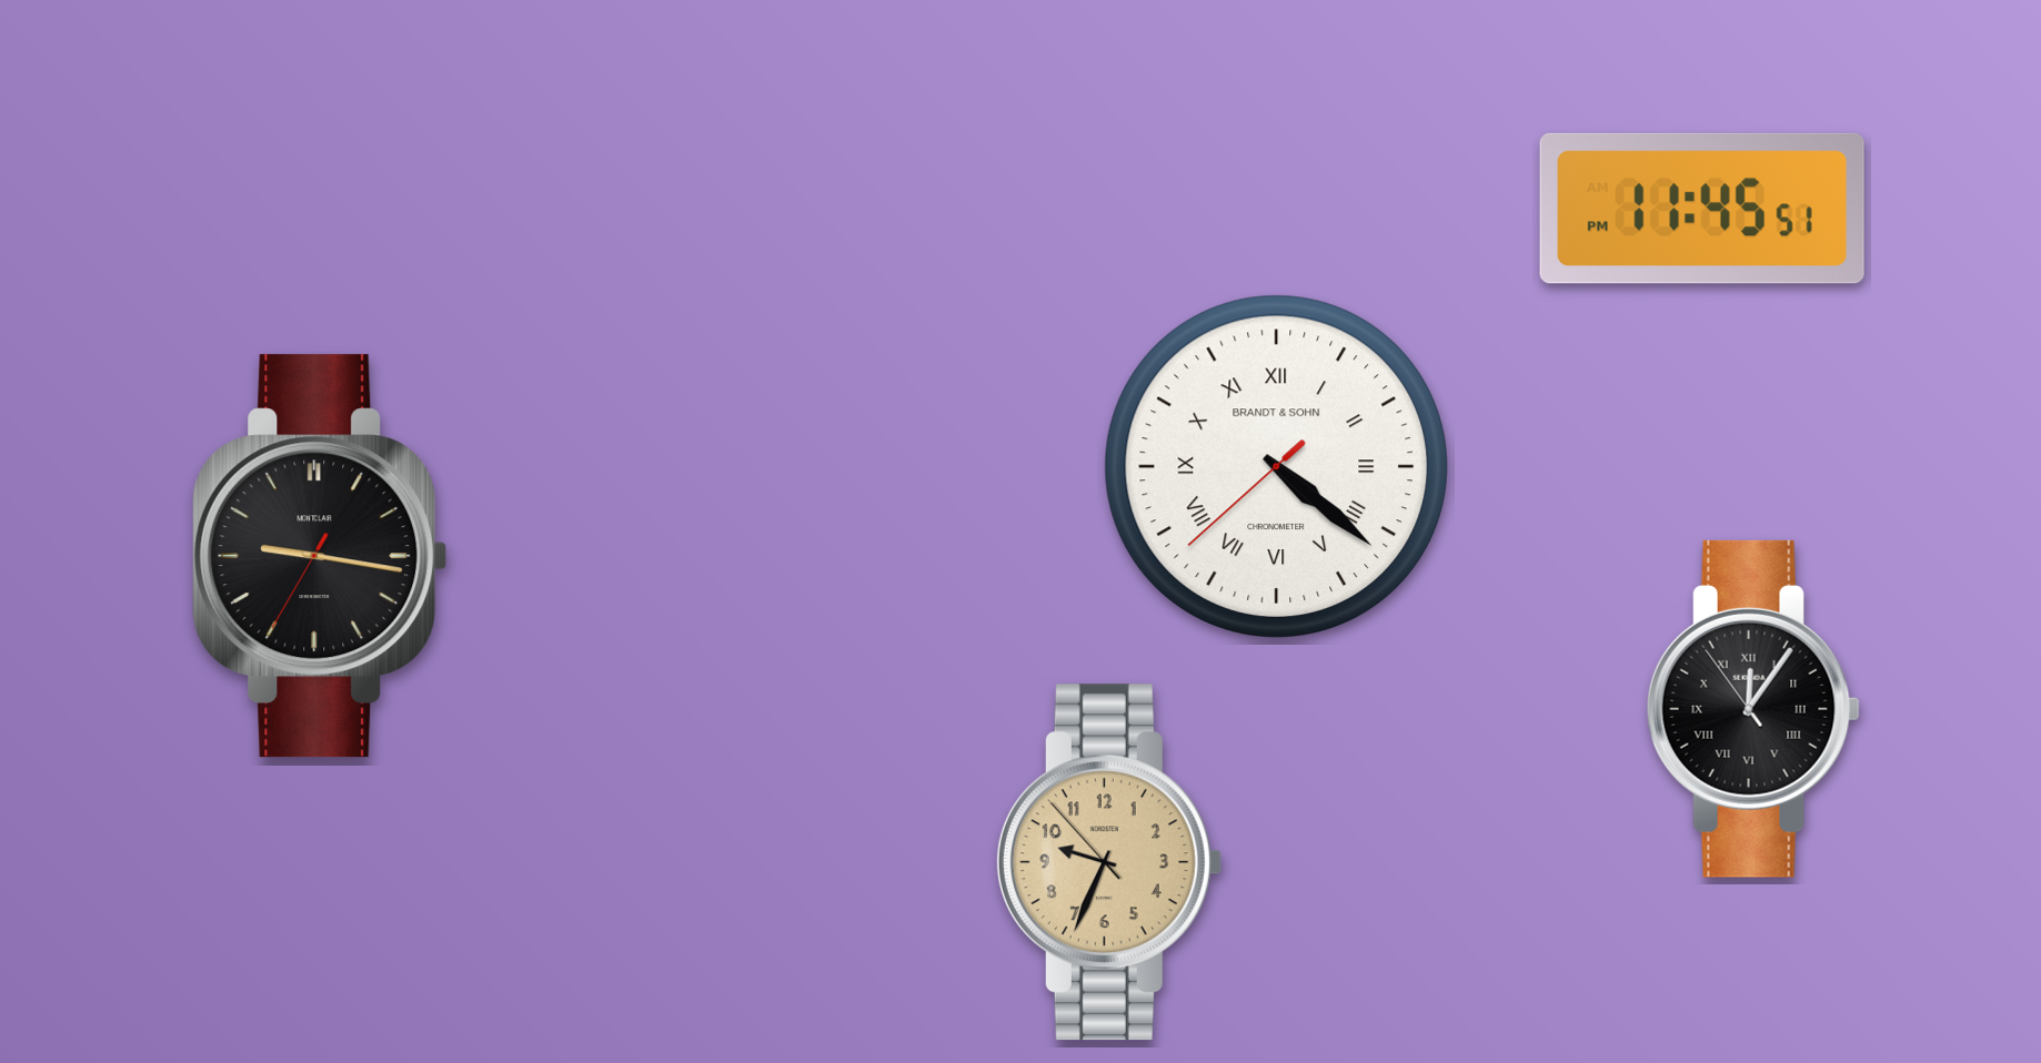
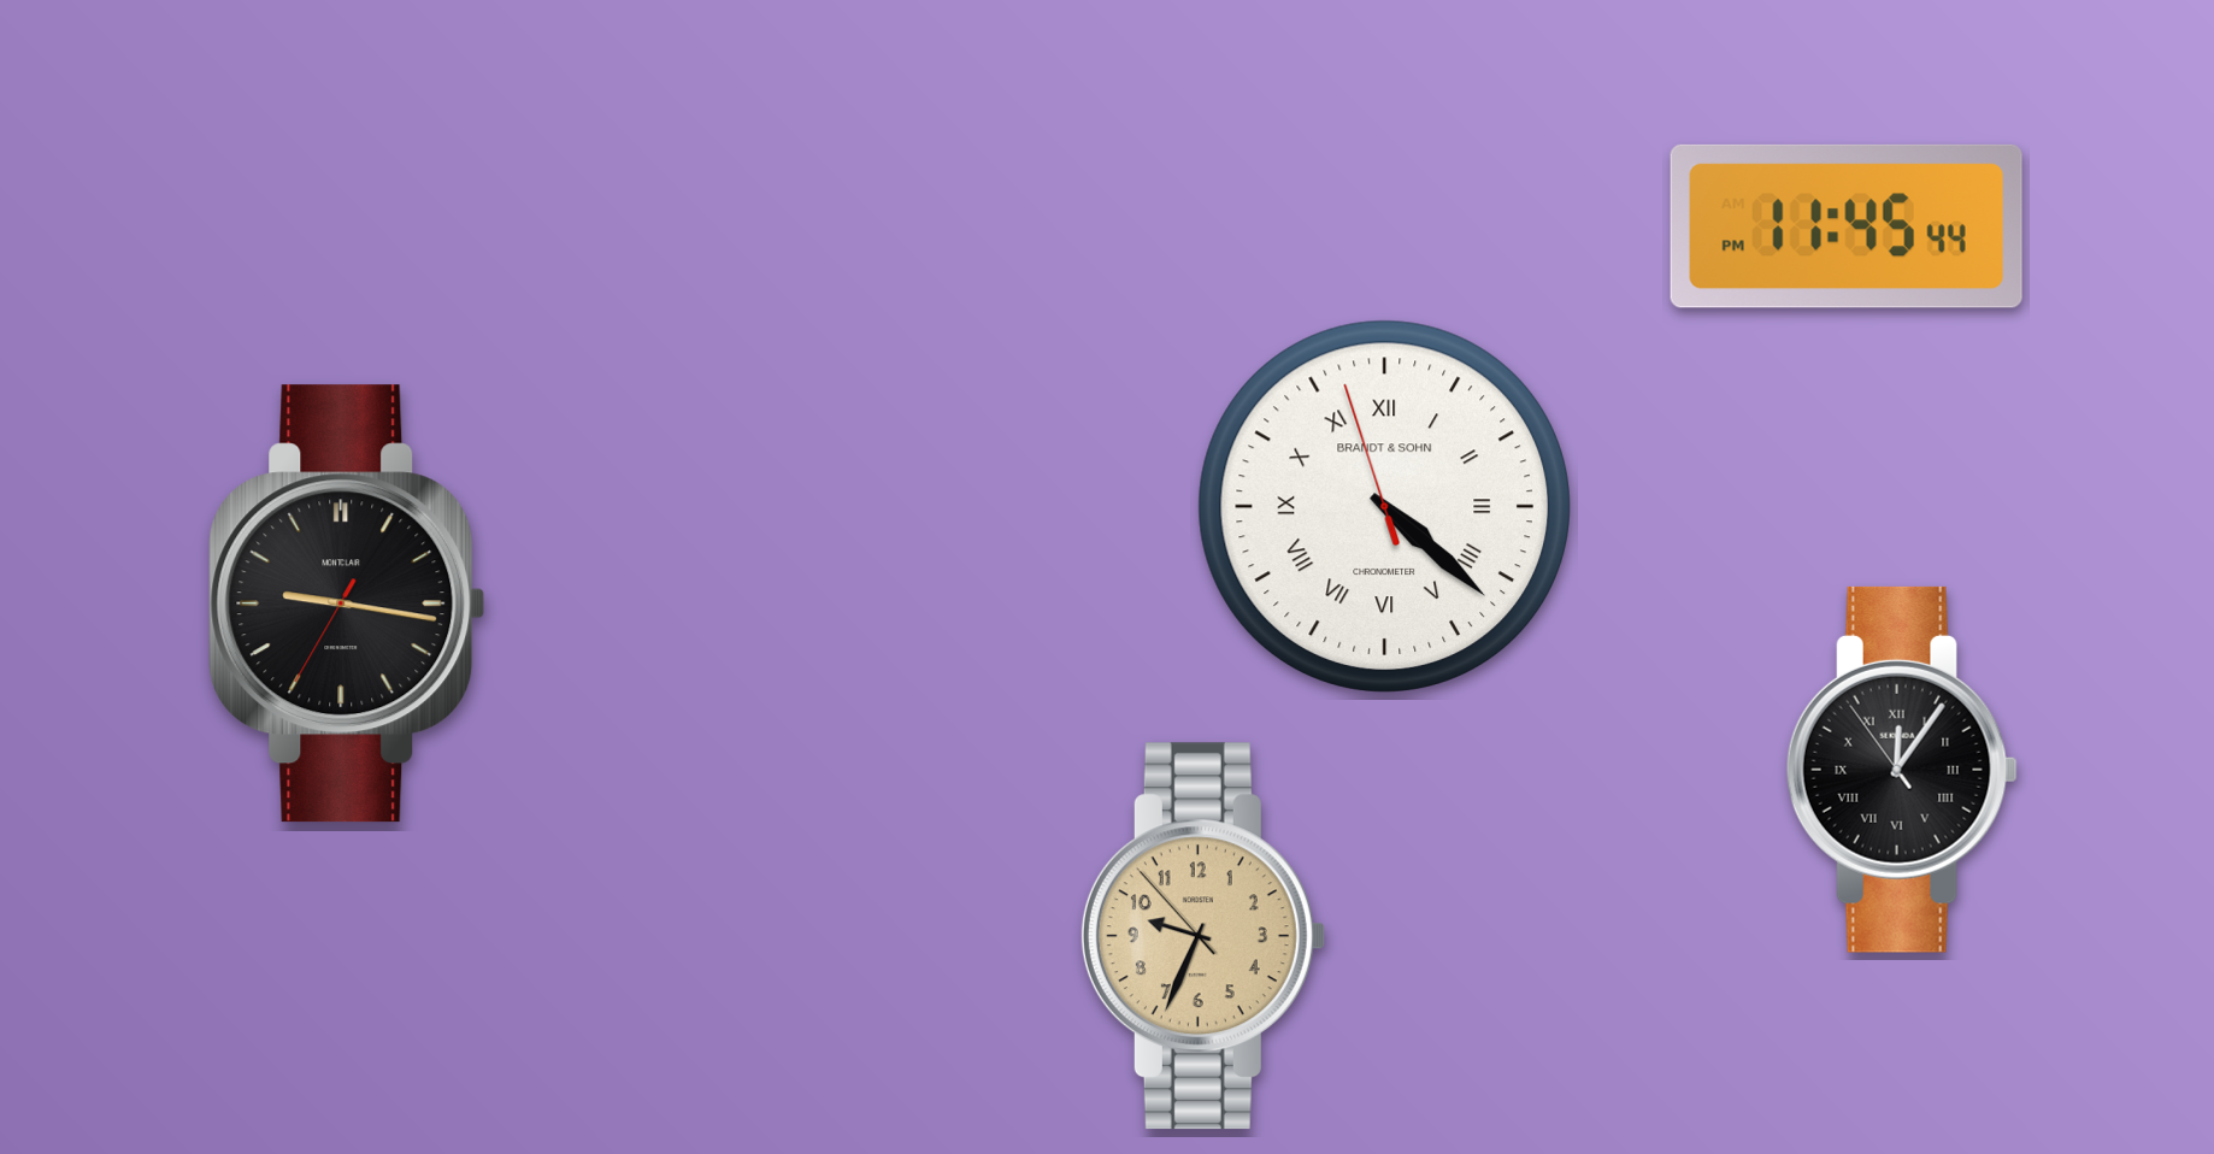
clock at (1702, 209): 11:45:51 PM -> 11:45:44 PM
clock at (1276, 466): 4:21:38 -> 4:21:57
